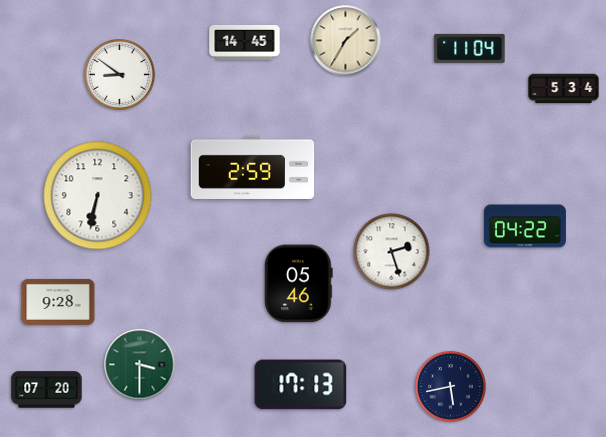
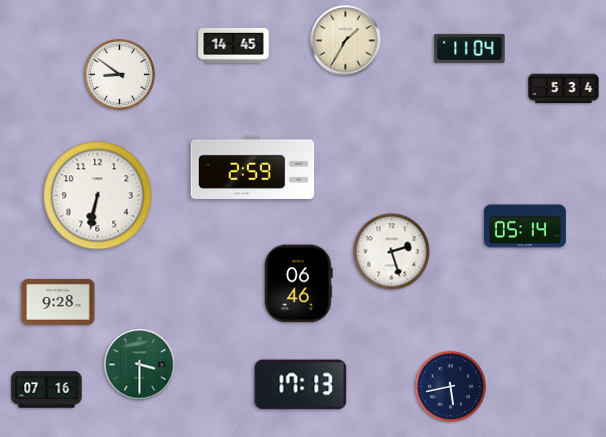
clock at (245, 42) position: (245, 42) -> (234, 45)
clock at (525, 226): 04:22 -> 05:14
clock at (299, 284): 05:46 -> 06:46
clock at (47, 390): 07:20 -> 07:16
